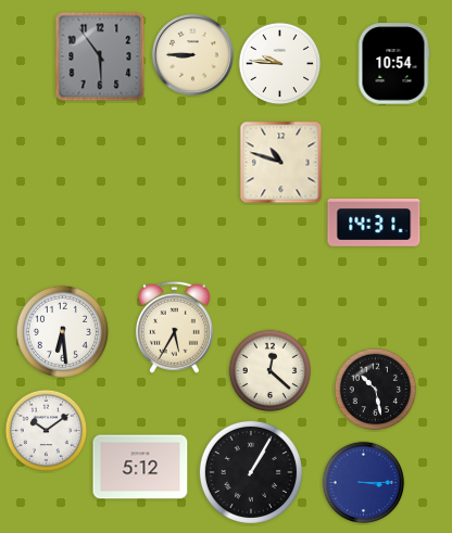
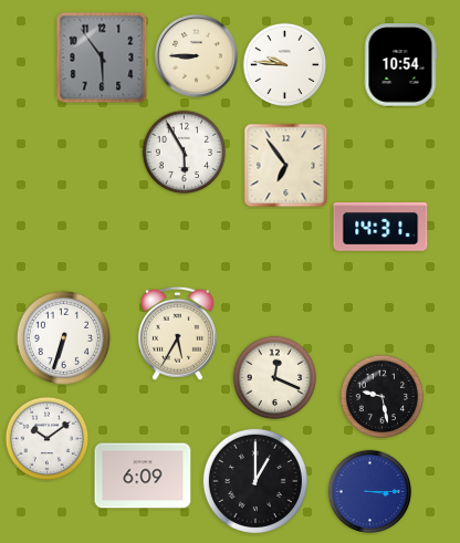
clock at (185, 153): none -> 5:55
clock at (281, 163): 10:48 -> 6:54
clock at (62, 331): 6:29 -> 6:33
clock at (271, 371): 12:22 -> 12:19
clock at (376, 390): 10:28 -> 9:28
clock at (140, 467): 5:12 -> 6:09
clock at (251, 472): 1:05 -> 1:00
